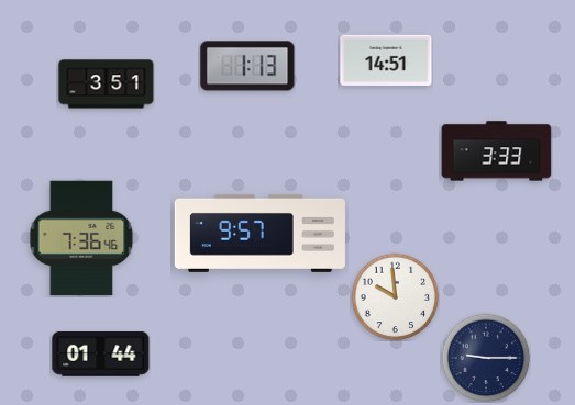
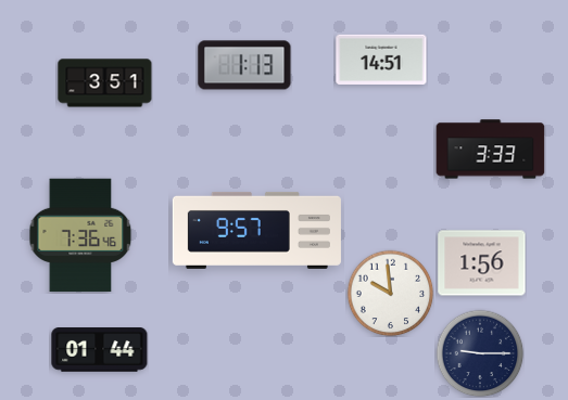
clock at (482, 263): none -> 1:56
